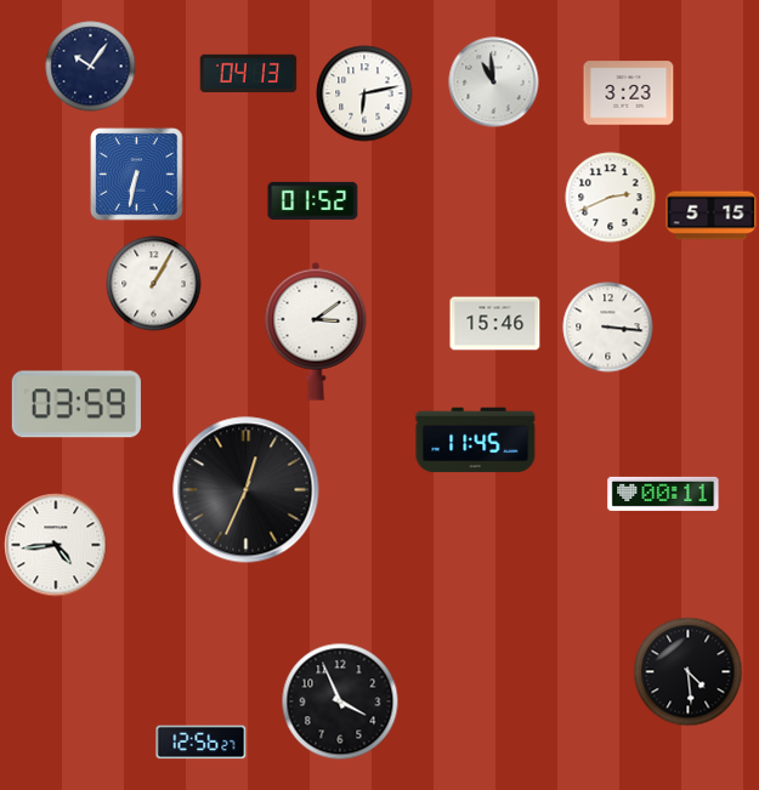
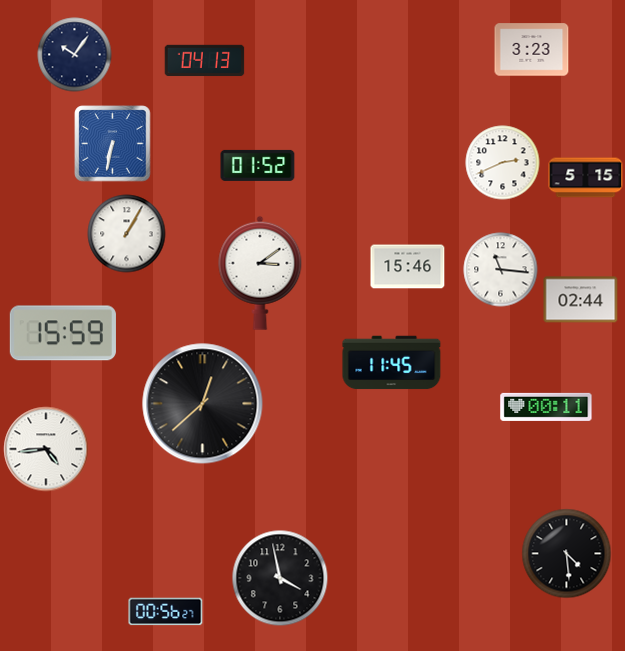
clock at (494, 83): 10:59 -> none
clock at (364, 93): 6:13 -> none
clock at (629, 93) position: (629, 93) -> (532, 50)
clock at (608, 328): 3:16 -> 11:16
clock at (581, 300): none -> 02:44
clock at (77, 404): 03:59 -> 15:59
clock at (247, 490): 12:34 -> 12:38
clock at (340, 701): 3:56 -> 3:58
clock at (202, 743): 12:56 -> 00:56
